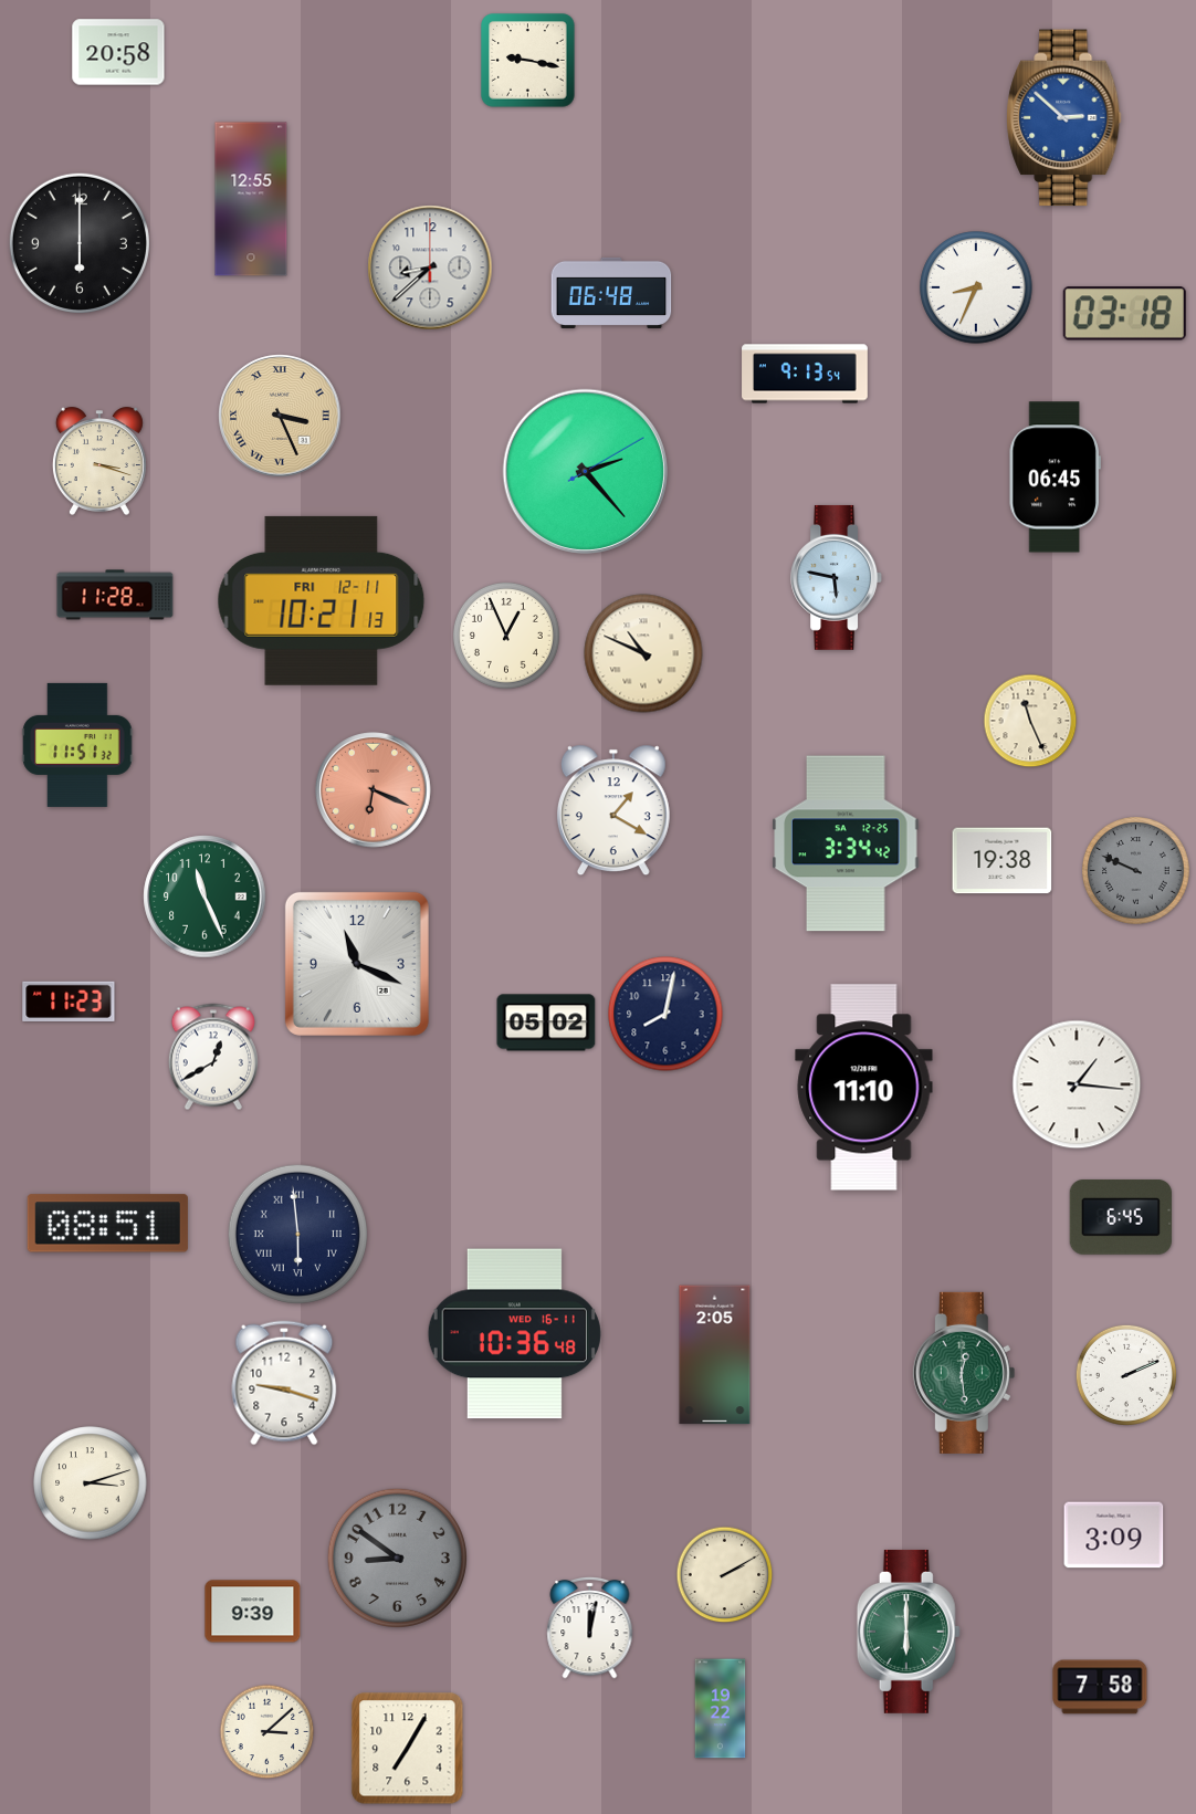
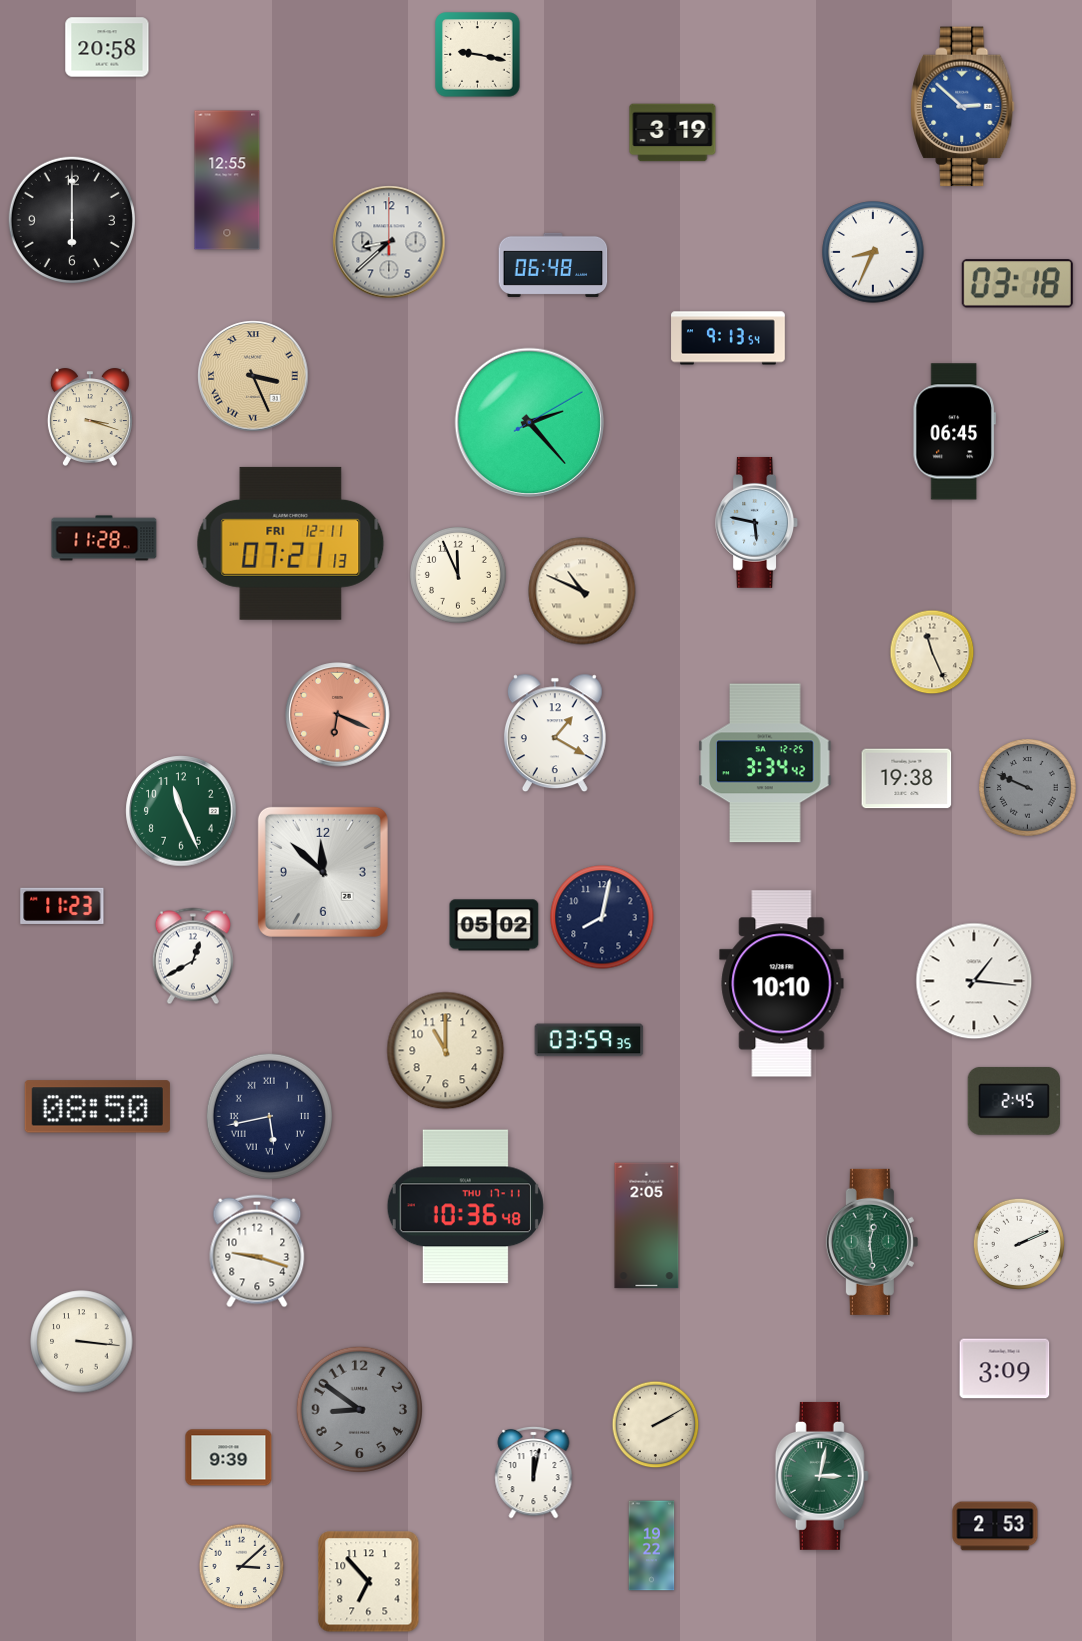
clock at (673, 133): none -> 3:19
clock at (976, 287) position: (976, 287) -> (873, 252)
clock at (585, 471) position: (585, 471) -> (529, 422)
clock at (322, 600): 10:21 -> 07:21
clock at (506, 636): 12:56 -> 11:56
clock at (77, 745): 11:51 -> none
clock at (204, 896) position: (204, 896) -> (181, 811)
clock at (357, 964): 11:19 -> 11:52
clock at (864, 1088): 11:10 -> 10:10
clock at (589, 1040): none -> 03:59
clock at (446, 1051): none -> 11:00
clock at (1120, 1217): 6:45 -> 2:45
clock at (107, 1224): 08:51 -> 08:50
clock at (297, 1234): 5:59 -> 5:43
clock at (514, 1334) date: WED 16-11 -> THU 17-11
clock at (91, 1483): 3:12 -> 3:16
clock at (1114, 1535) position: (1114, 1535) -> (1005, 1369)
clock at (909, 1632): 6:00 -> 3:02
clock at (1100, 1687): 7:58 -> 2:53
clock at (408, 1749): 7:05 -> 6:53
